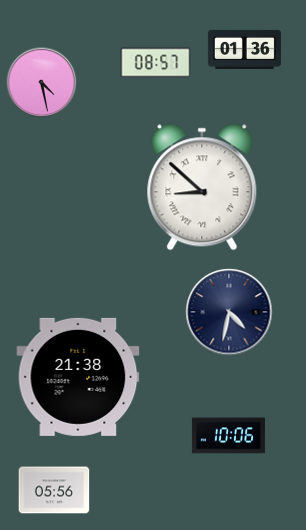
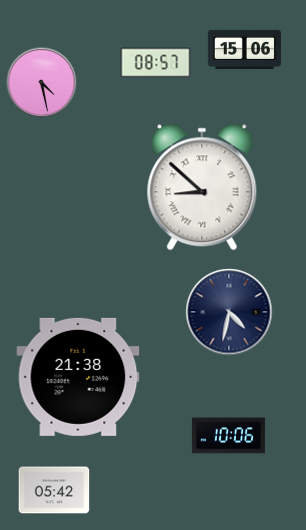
clock at (244, 49): 01:36 -> 15:06
clock at (54, 490): 05:56 -> 05:42
